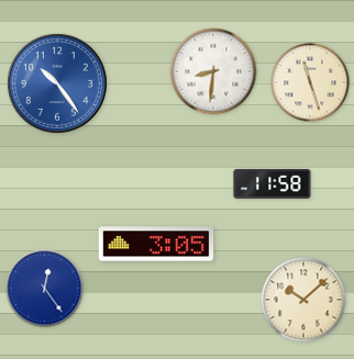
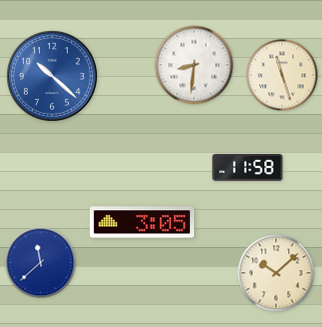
clock at (57, 83): 10:24 -> 10:22
clock at (45, 289): 12:24 -> 11:38
